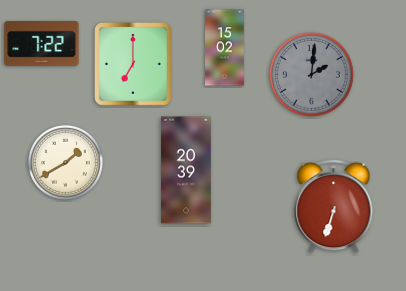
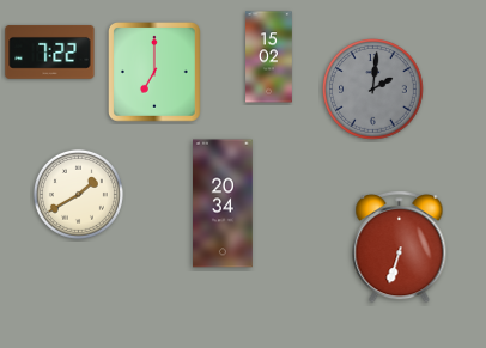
clock at (134, 65) position: (134, 65) -> (156, 73)
clock at (187, 170): 20:39 -> 20:34
